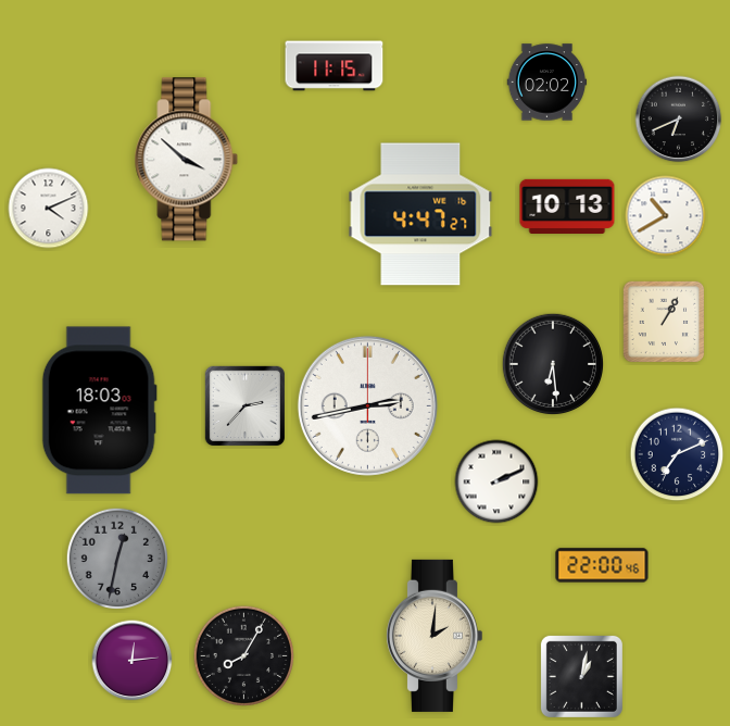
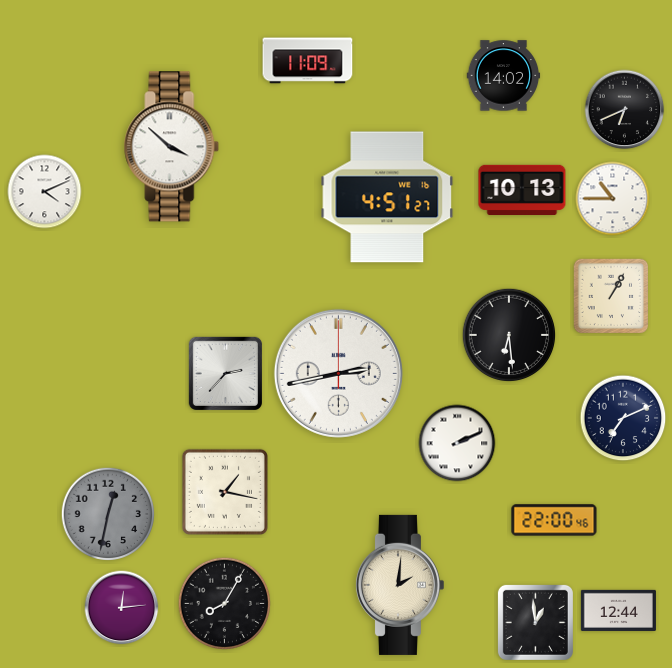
clock at (335, 66): 11:15 -> 11:09
clock at (547, 83): 02:02 -> 14:02
clock at (420, 214): 4:47 -> 4:51
clock at (666, 216): 10:40 -> 10:45
clock at (99, 411): 18:03 -> none
clock at (225, 492): none -> 1:17
clock at (618, 610): none -> 12:44
clock at (581, 676): 1:02 -> 12:59
